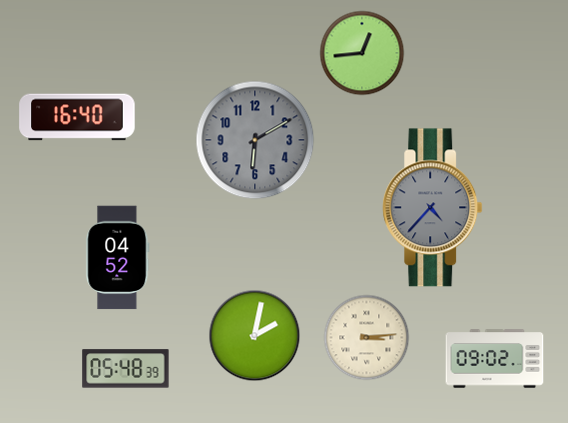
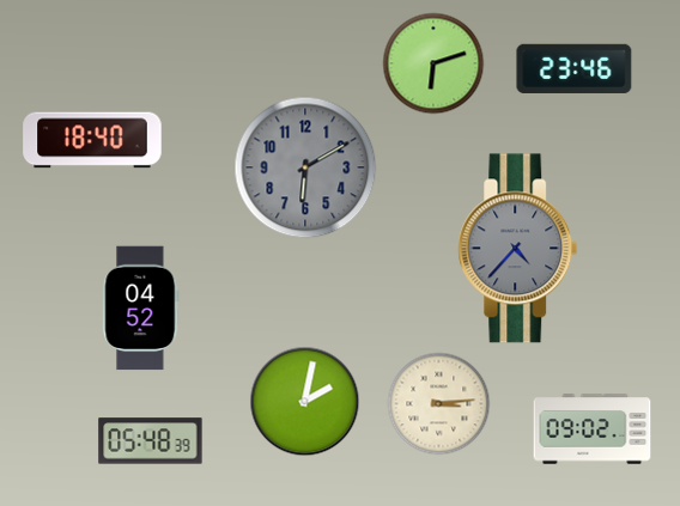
clock at (362, 53): 12:44 -> 6:12
clock at (575, 68): none -> 23:46
clock at (77, 117): 16:40 -> 18:40
